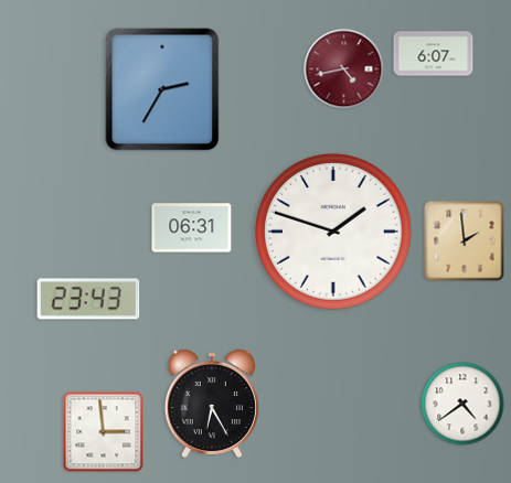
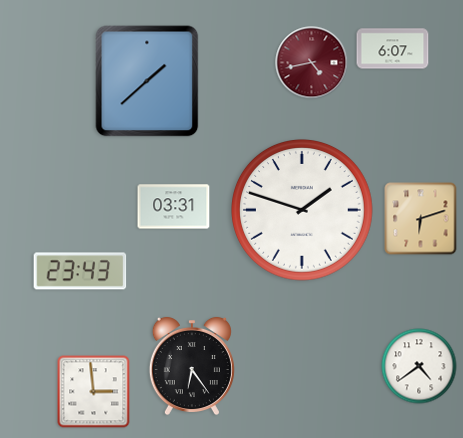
clock at (162, 89): 2:35 -> 1:38
clock at (192, 228): 06:31 -> 03:31
clock at (465, 241): 1:59 -> 6:12
clock at (212, 404): 6:25 -> 6:24
